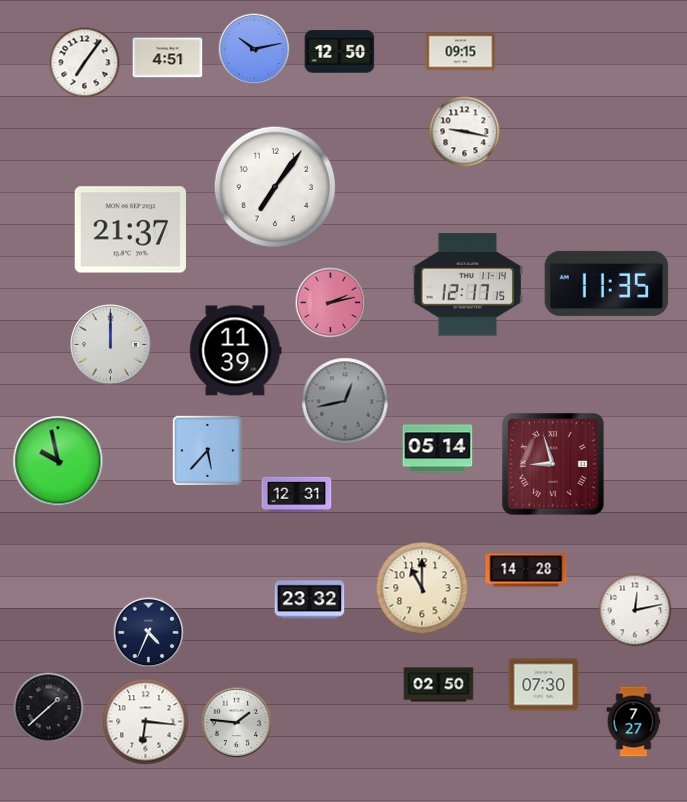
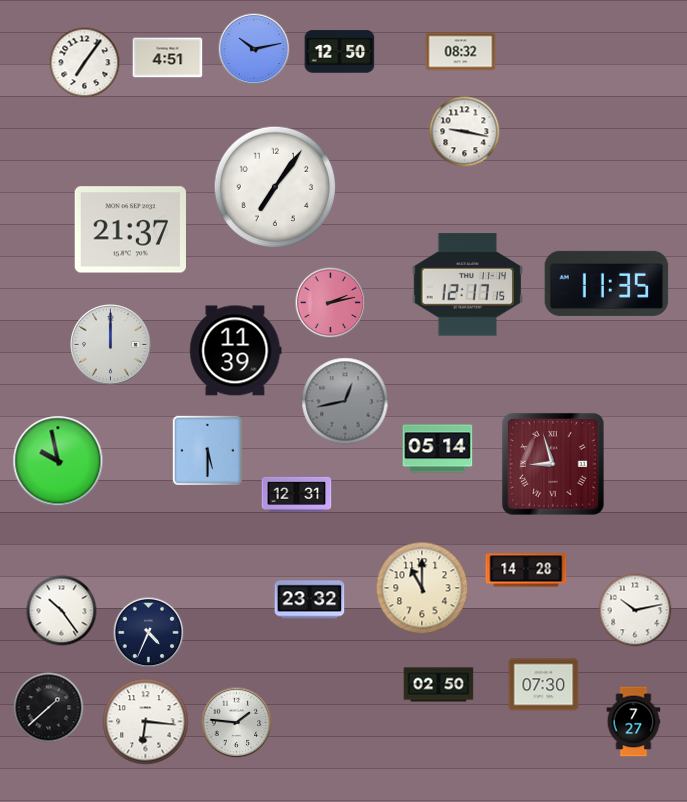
clock at (461, 52): 09:15 -> 08:32
clock at (207, 450): 5:37 -> 5:30
clock at (635, 610): 12:13 -> 10:13
clock at (62, 611): none -> 10:24
